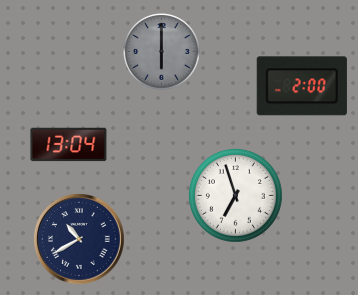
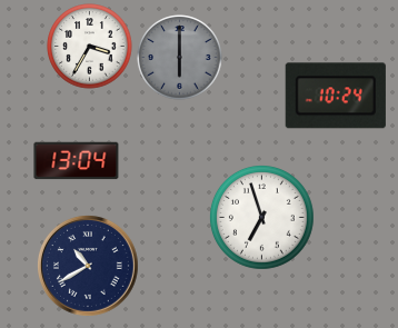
clock at (90, 47): none -> 3:35
clock at (302, 86): 2:00 -> 10:24
